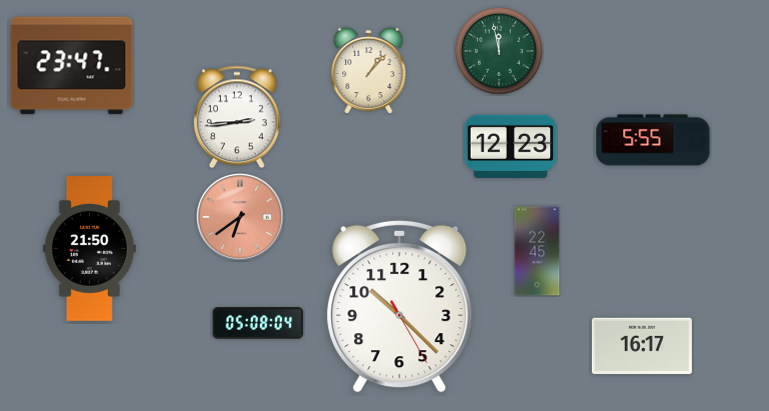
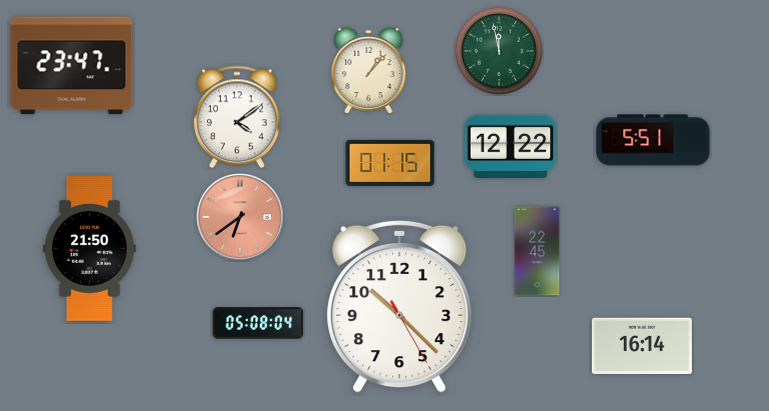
clock at (237, 117): 2:44 -> 4:09
clock at (653, 140): 5:55 -> 5:51
clock at (511, 146): 12:23 -> 12:22
clock at (390, 163): none -> 01:15
clock at (642, 345): 16:17 -> 16:14
